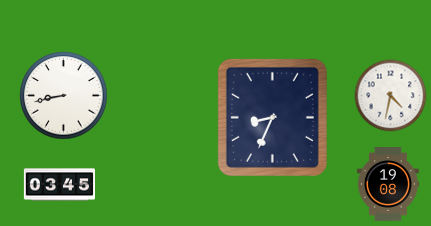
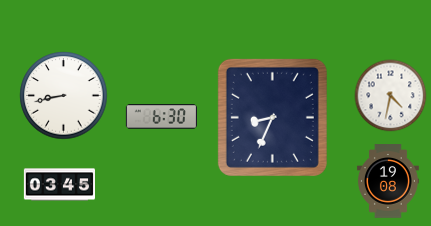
clock at (161, 117): none -> 6:30
clock at (388, 184) position: (388, 184) -> (388, 181)
